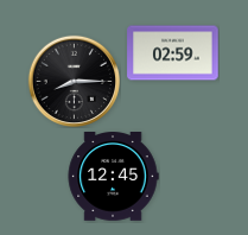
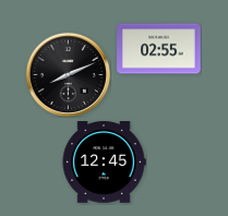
clock at (173, 53): 02:59 -> 02:55
clock at (74, 81): 8:15 -> 8:11
